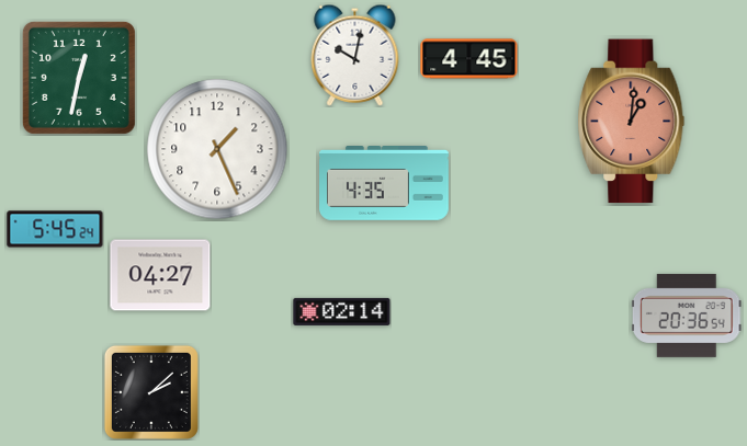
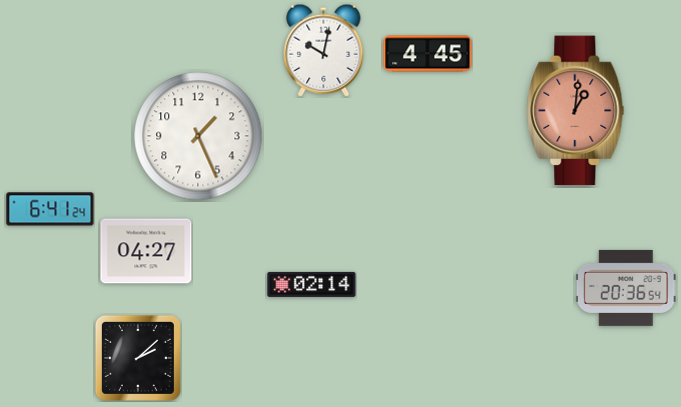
clock at (79, 78): 12:32 -> none
clock at (385, 184): 4:35 -> none
clock at (55, 229): 5:45 -> 6:41
